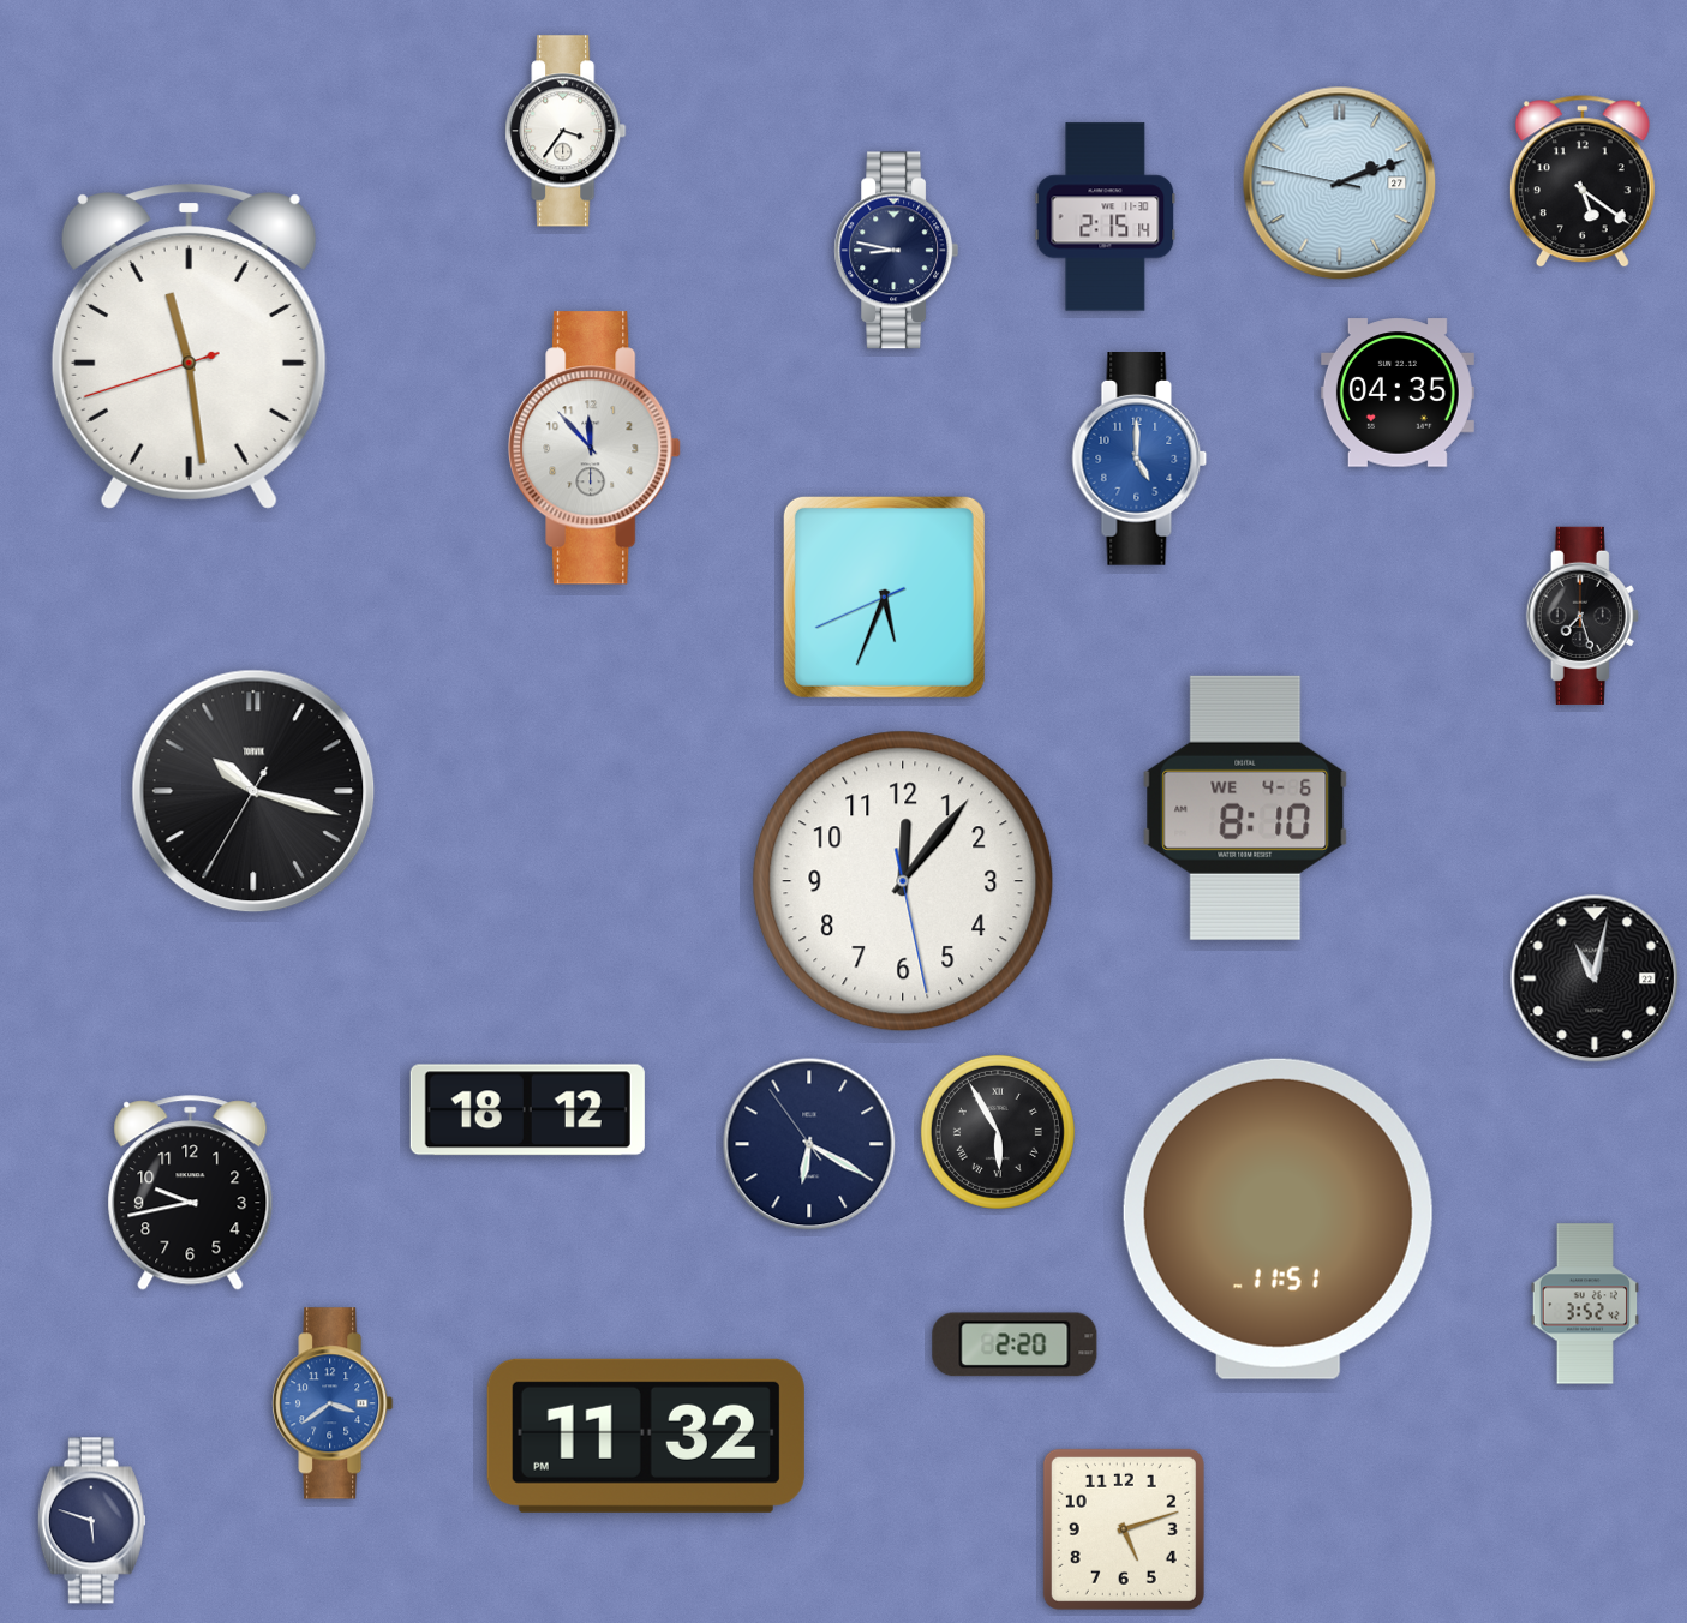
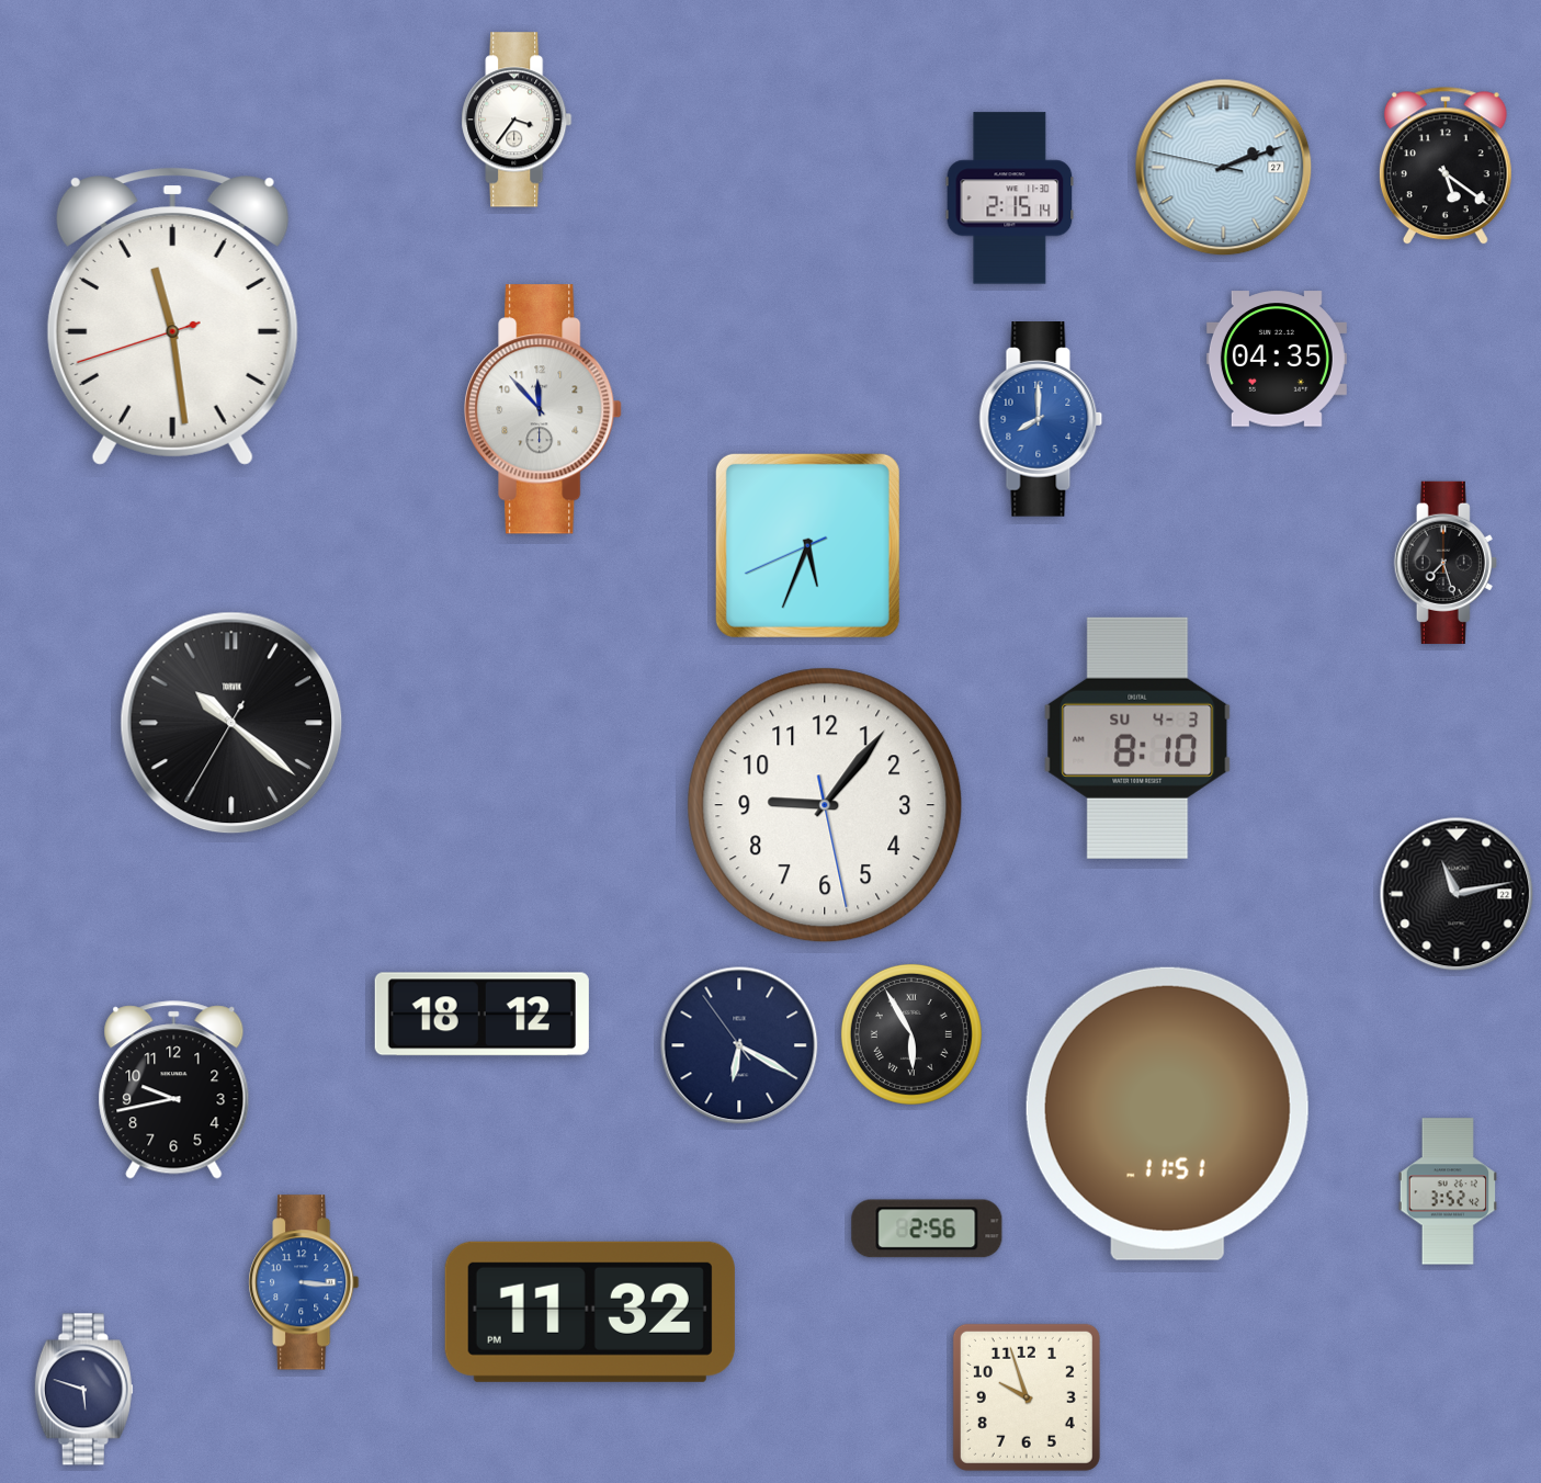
clock at (897, 251): 8:47 -> none
clock at (1139, 460): 5:00 -> 8:00
clock at (253, 791): 10:17 -> 10:21
clock at (1245, 808) date: WE 4-6 -> SU 4-3
clock at (903, 881): 12:06 -> 9:06
clock at (1595, 978): 11:02 -> 11:13
clock at (1015, 1344): 2:20 -> 2:56
clock at (333, 1403): 3:39 -> 3:16
clock at (1124, 1529): 5:12 -> 9:57
